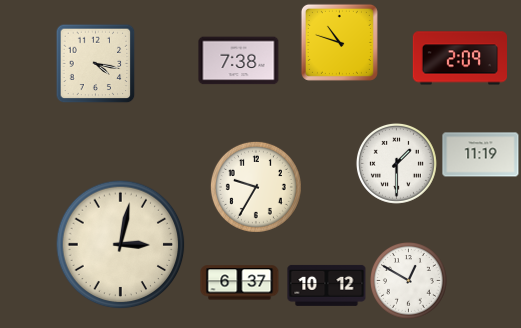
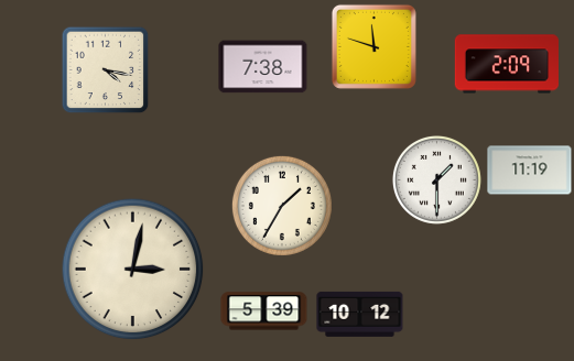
clock at (339, 42): 10:48 -> 11:48
clock at (256, 187): 9:35 -> 1:35
clock at (409, 281): 12:50 -> none
clock at (240, 283): 6:37 -> 5:39
